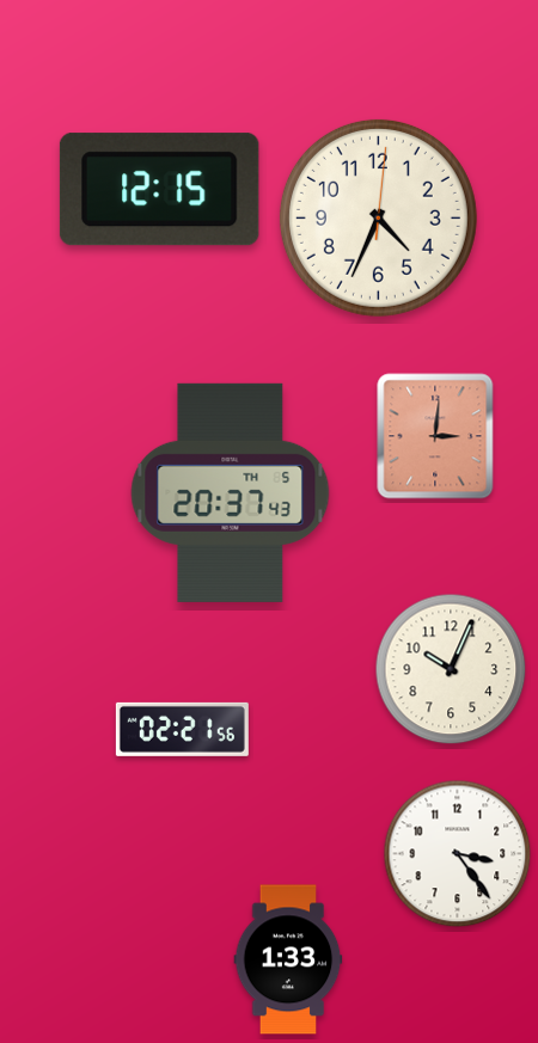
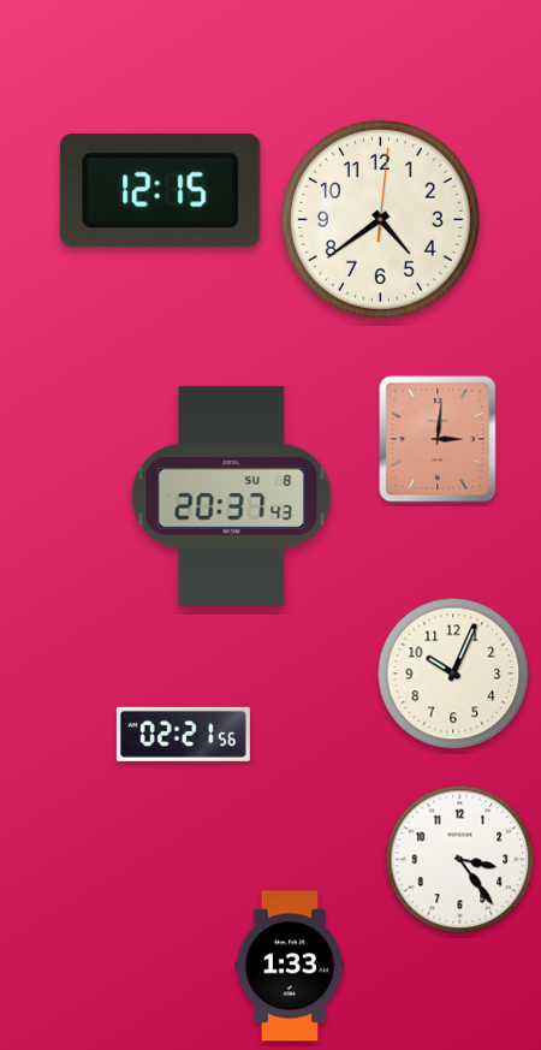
clock at (378, 217): 4:34 -> 4:39
clock at (231, 492) date: TH 5 -> SU 8
